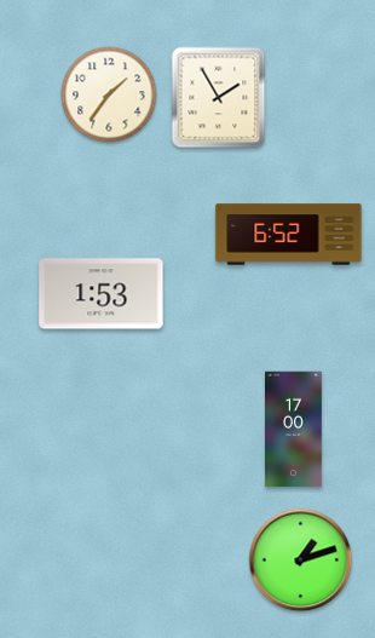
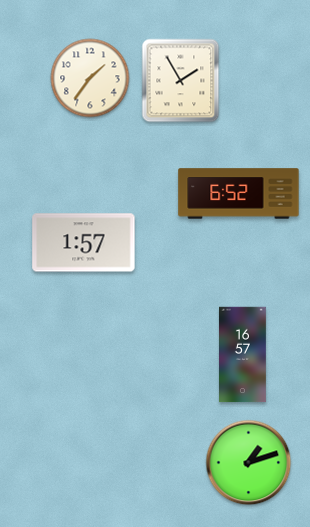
clock at (102, 294): 1:53 -> 1:57
clock at (294, 430): 17:00 -> 16:57
